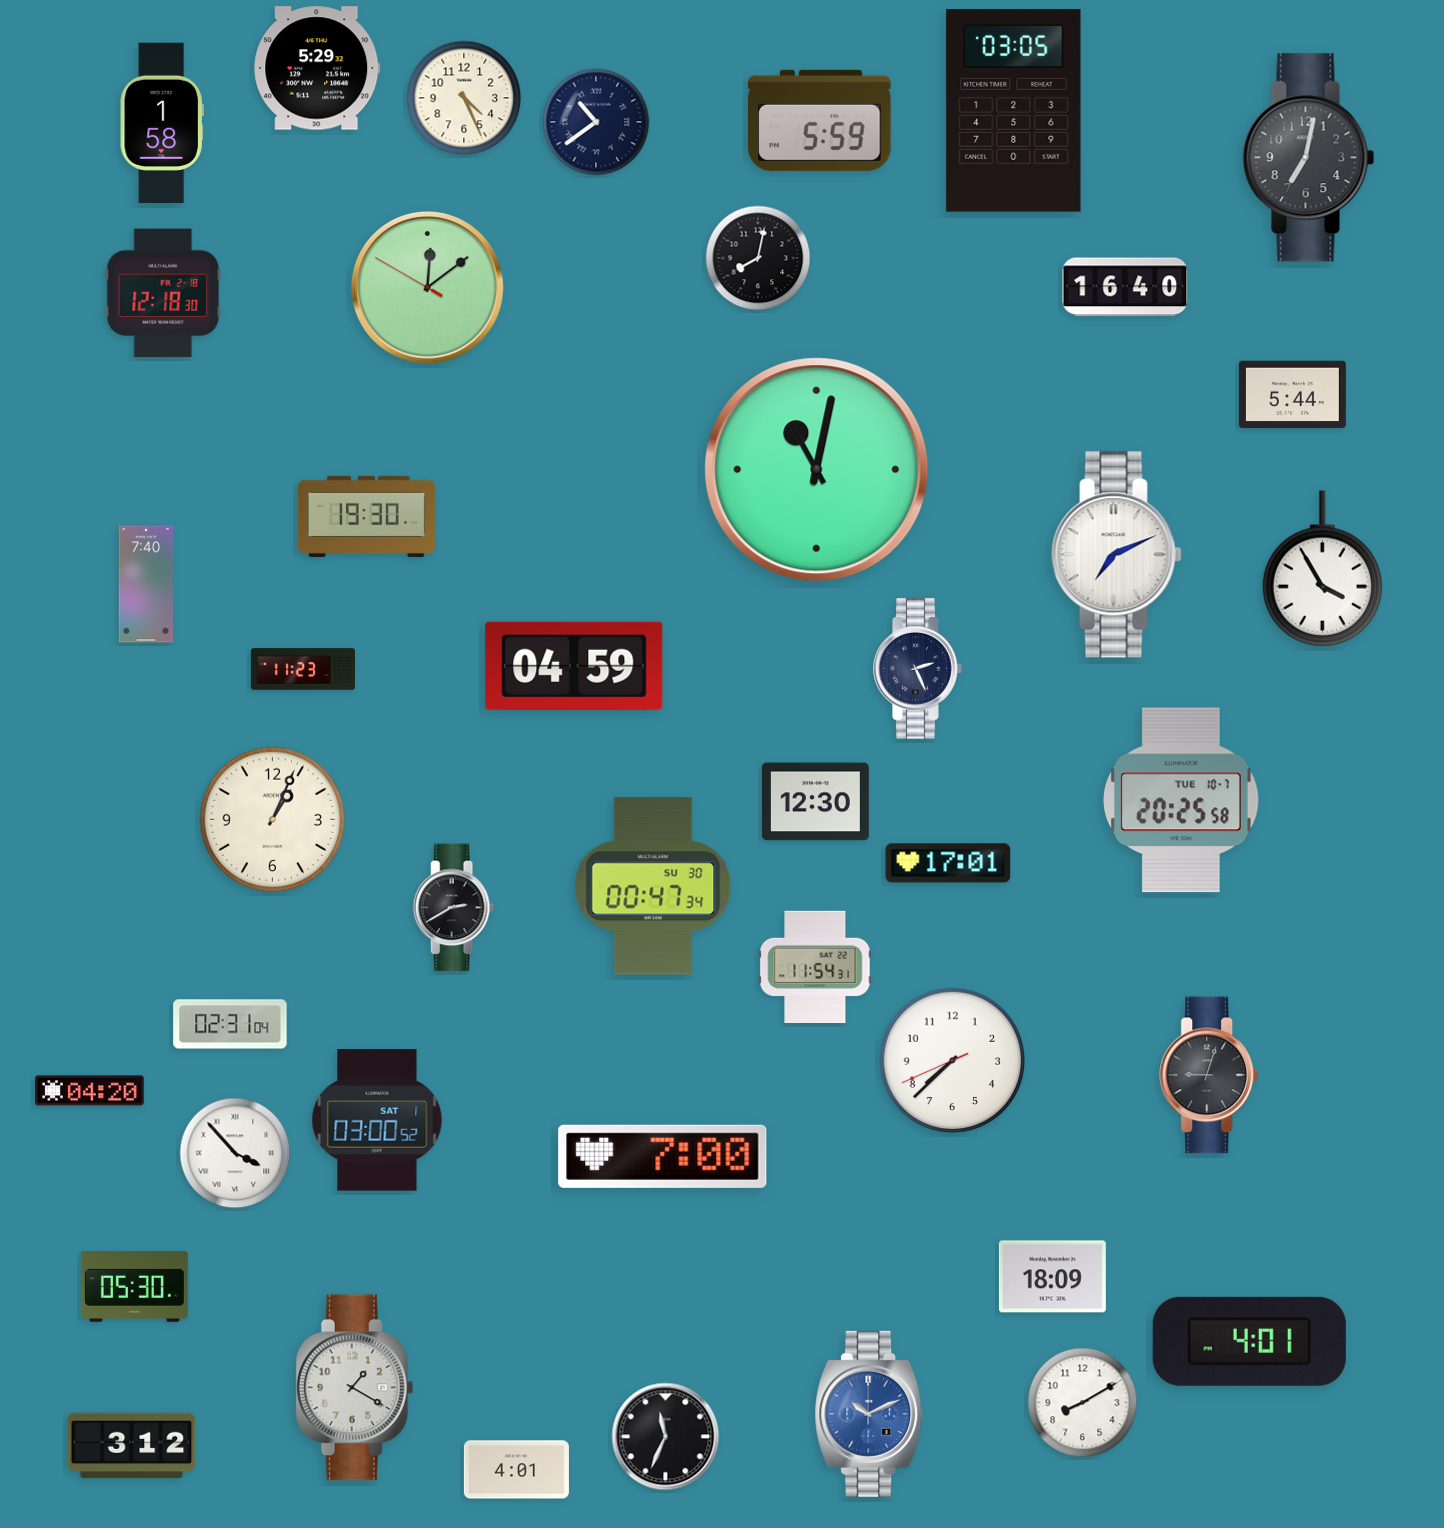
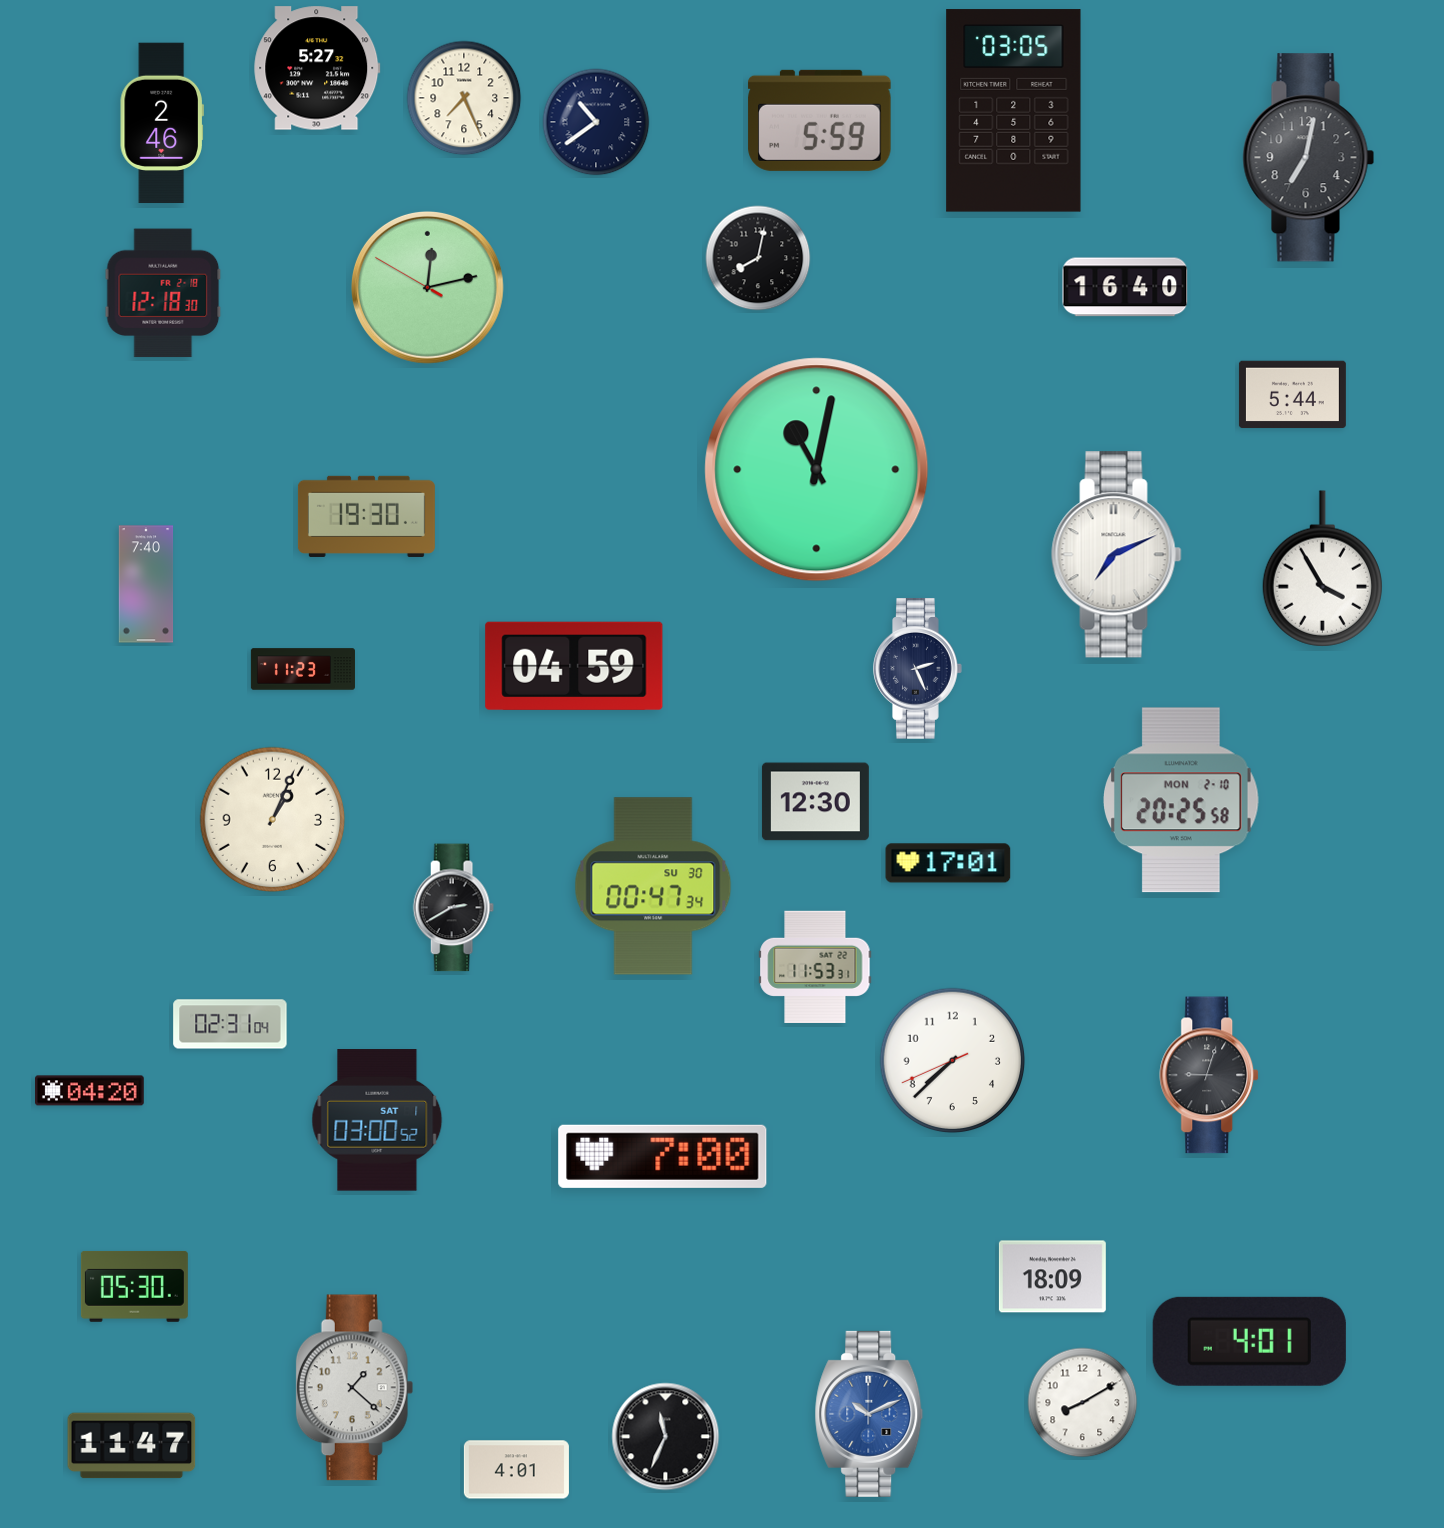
clock at (317, 68): 5:29 -> 5:27
clock at (464, 98): 4:26 -> 7:26
clock at (162, 123): 1:58 -> 2:46
clock at (427, 287): 12:08 -> 12:12
clock at (1182, 800) date: TUE 10-7 -> MON 2-10
clock at (815, 966): 11:54 -> 11:53
clock at (235, 1153): 3:53 -> none
clock at (355, 1388): 1:20 -> 1:22
clock at (132, 1446): 3:12 -> 11:47
